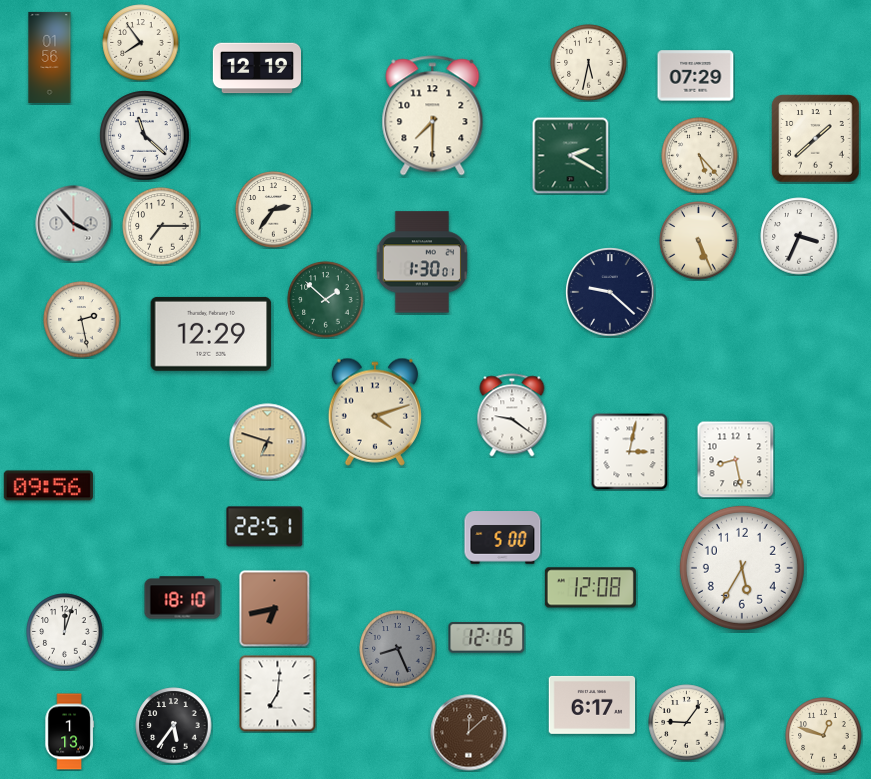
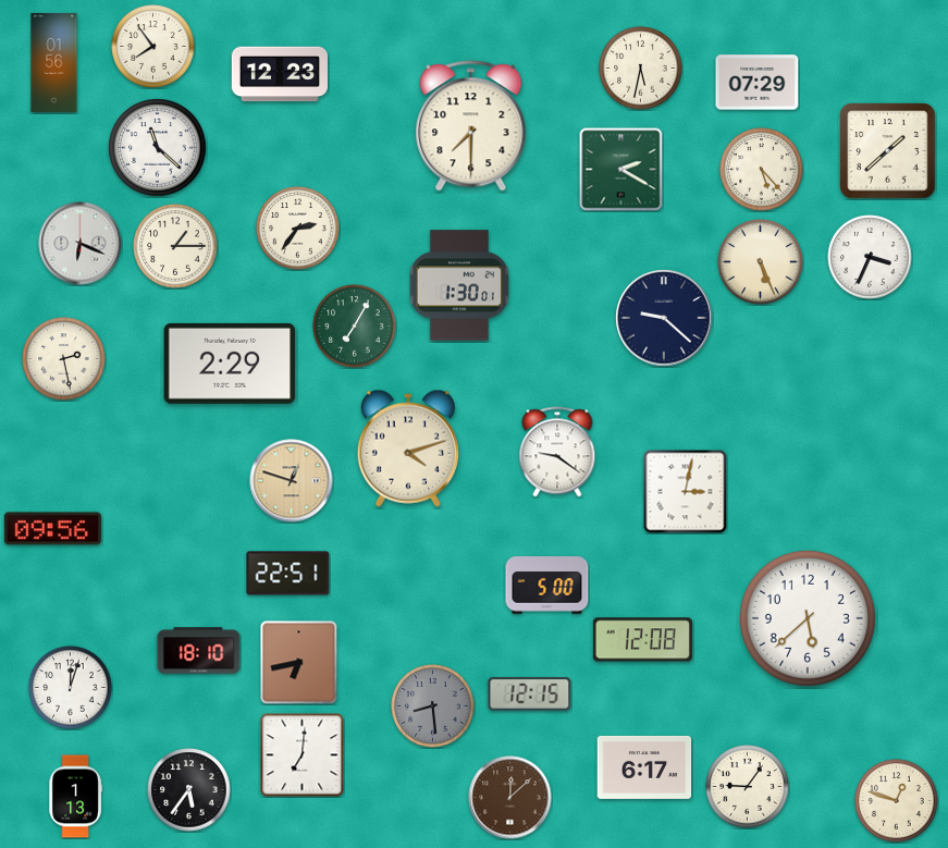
clock at (256, 68): 12:19 -> 12:23
clock at (74, 224): 3:53 -> 6:19
clock at (161, 226): 7:15 -> 1:15
clock at (326, 300): 1:52 -> 7:05
clock at (82, 320) position: (82, 320) -> (64, 359)
clock at (211, 334): 12:29 -> 2:29
clock at (268, 442): 6:48 -> 12:48
clock at (735, 459): 8:28 -> none
clock at (742, 568): 5:35 -> 5:38
clock at (398, 649): 8:26 -> 8:29
